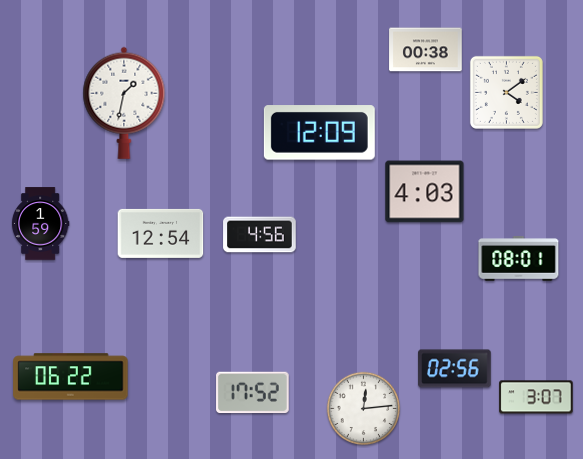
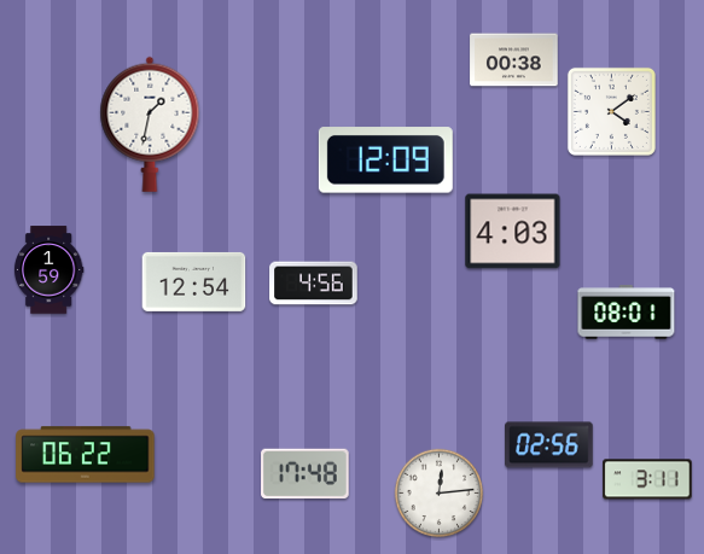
clock at (253, 393): 17:52 -> 17:48
clock at (536, 397): 3:07 -> 3:11
